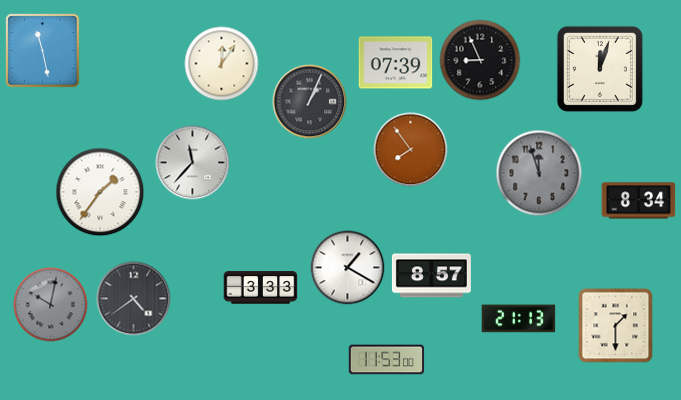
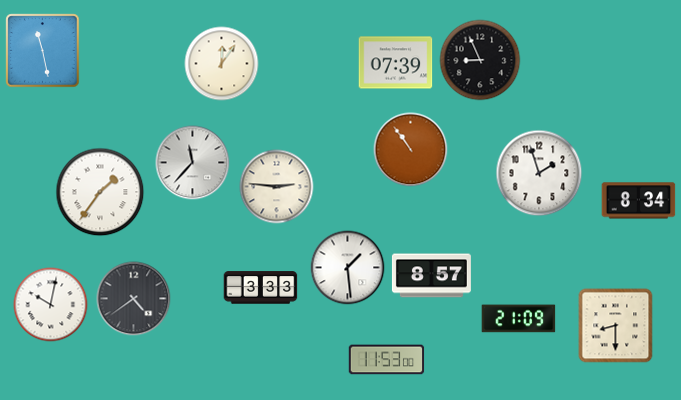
clock at (600, 69): 12:03 -> none
clock at (310, 102): 1:04 -> none
clock at (411, 150): 7:54 -> 10:54
clock at (539, 173): 11:57 -> 1:57
clock at (539, 173) dial: grey -> white
clock at (277, 187): none -> 2:46
clock at (348, 268): 1:20 -> 1:29
clock at (51, 305) dial: grey -> white
clock at (519, 319): 21:13 -> 21:09
clock at (616, 326): 1:30 -> 8:30
